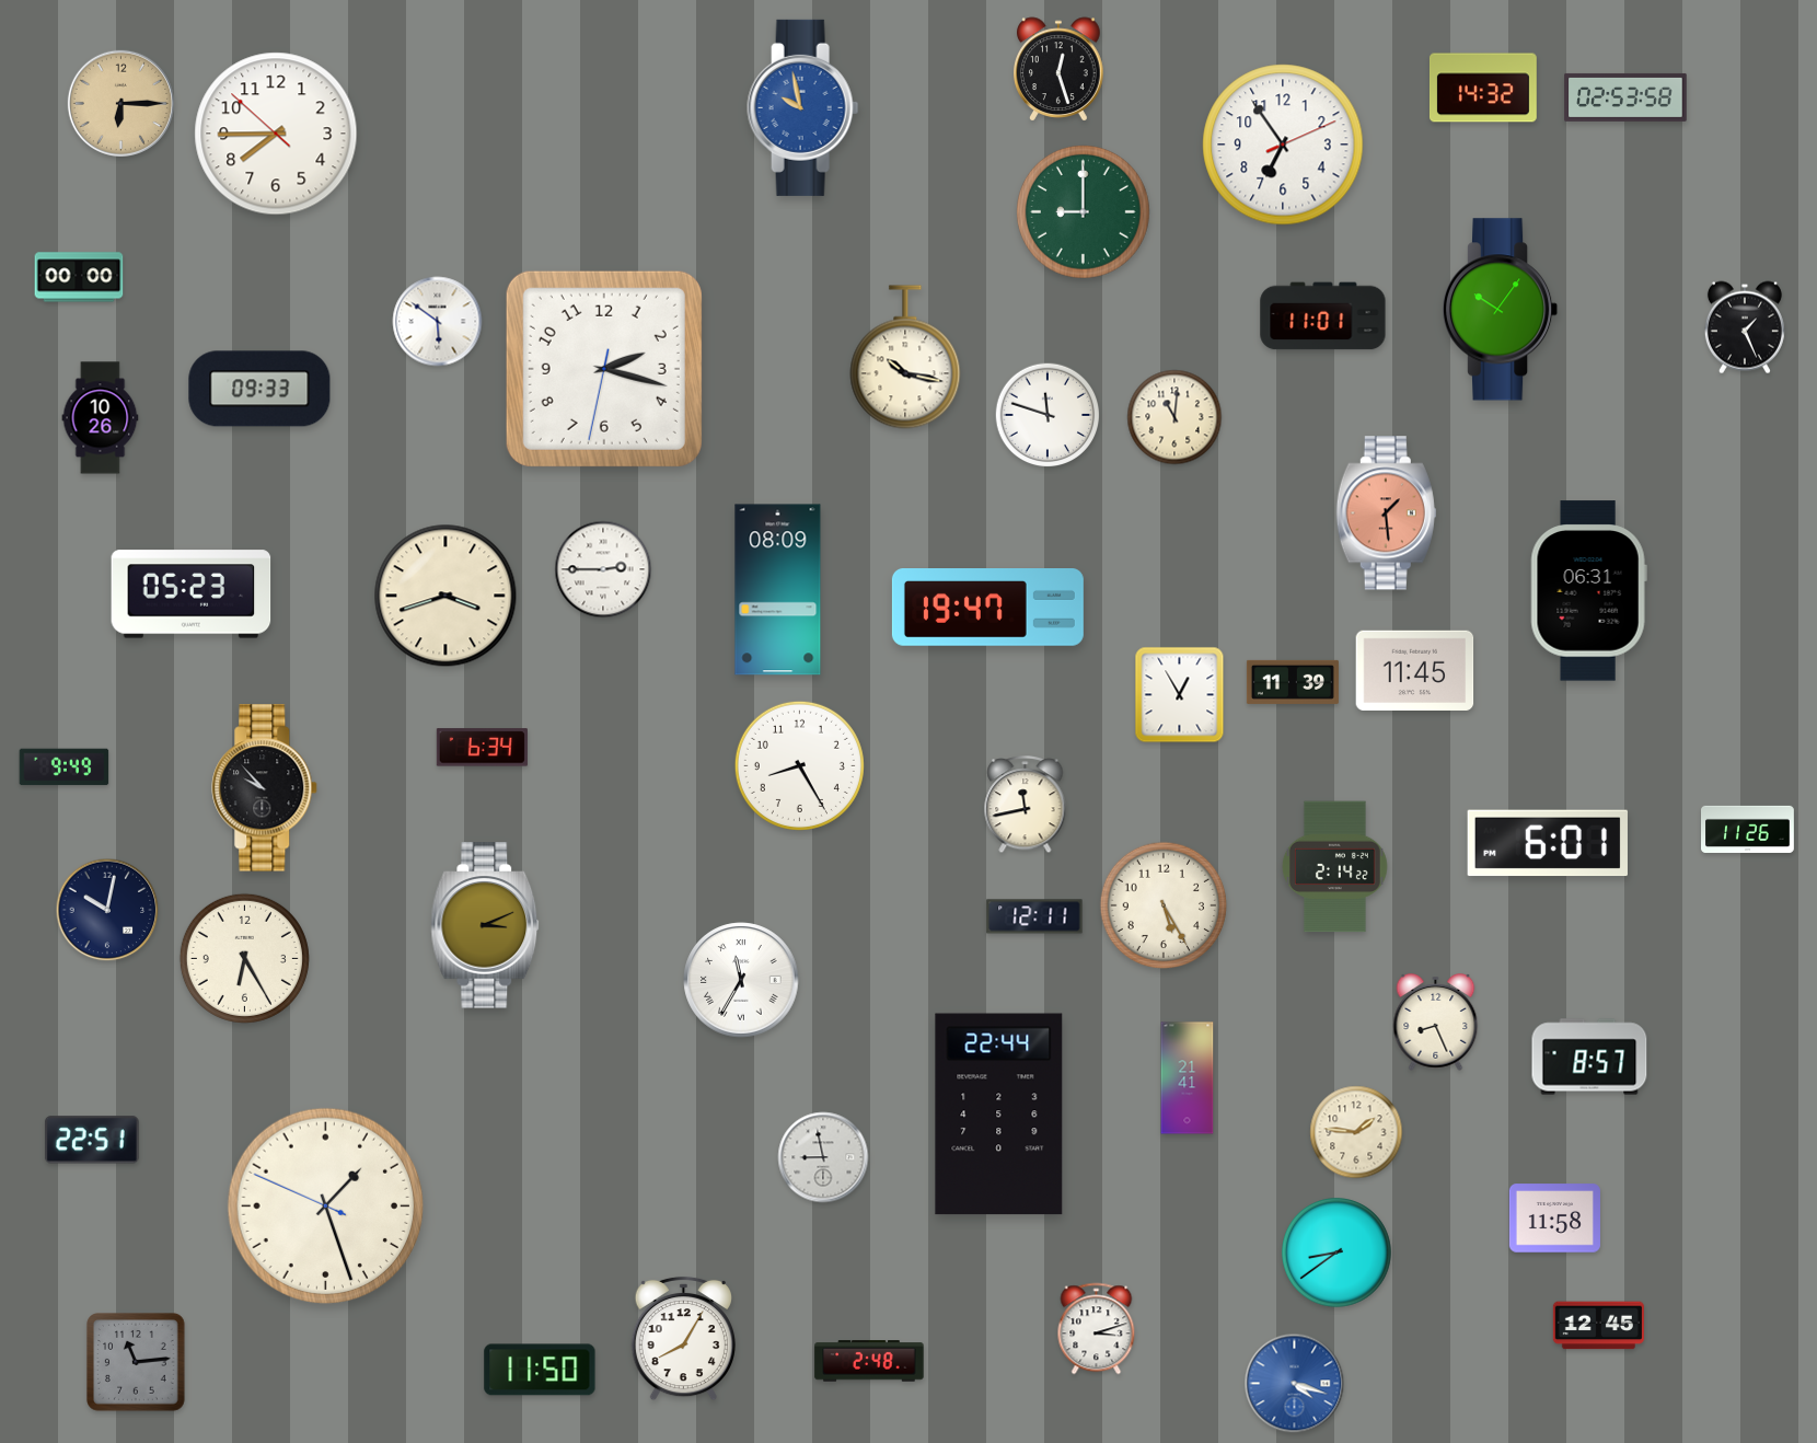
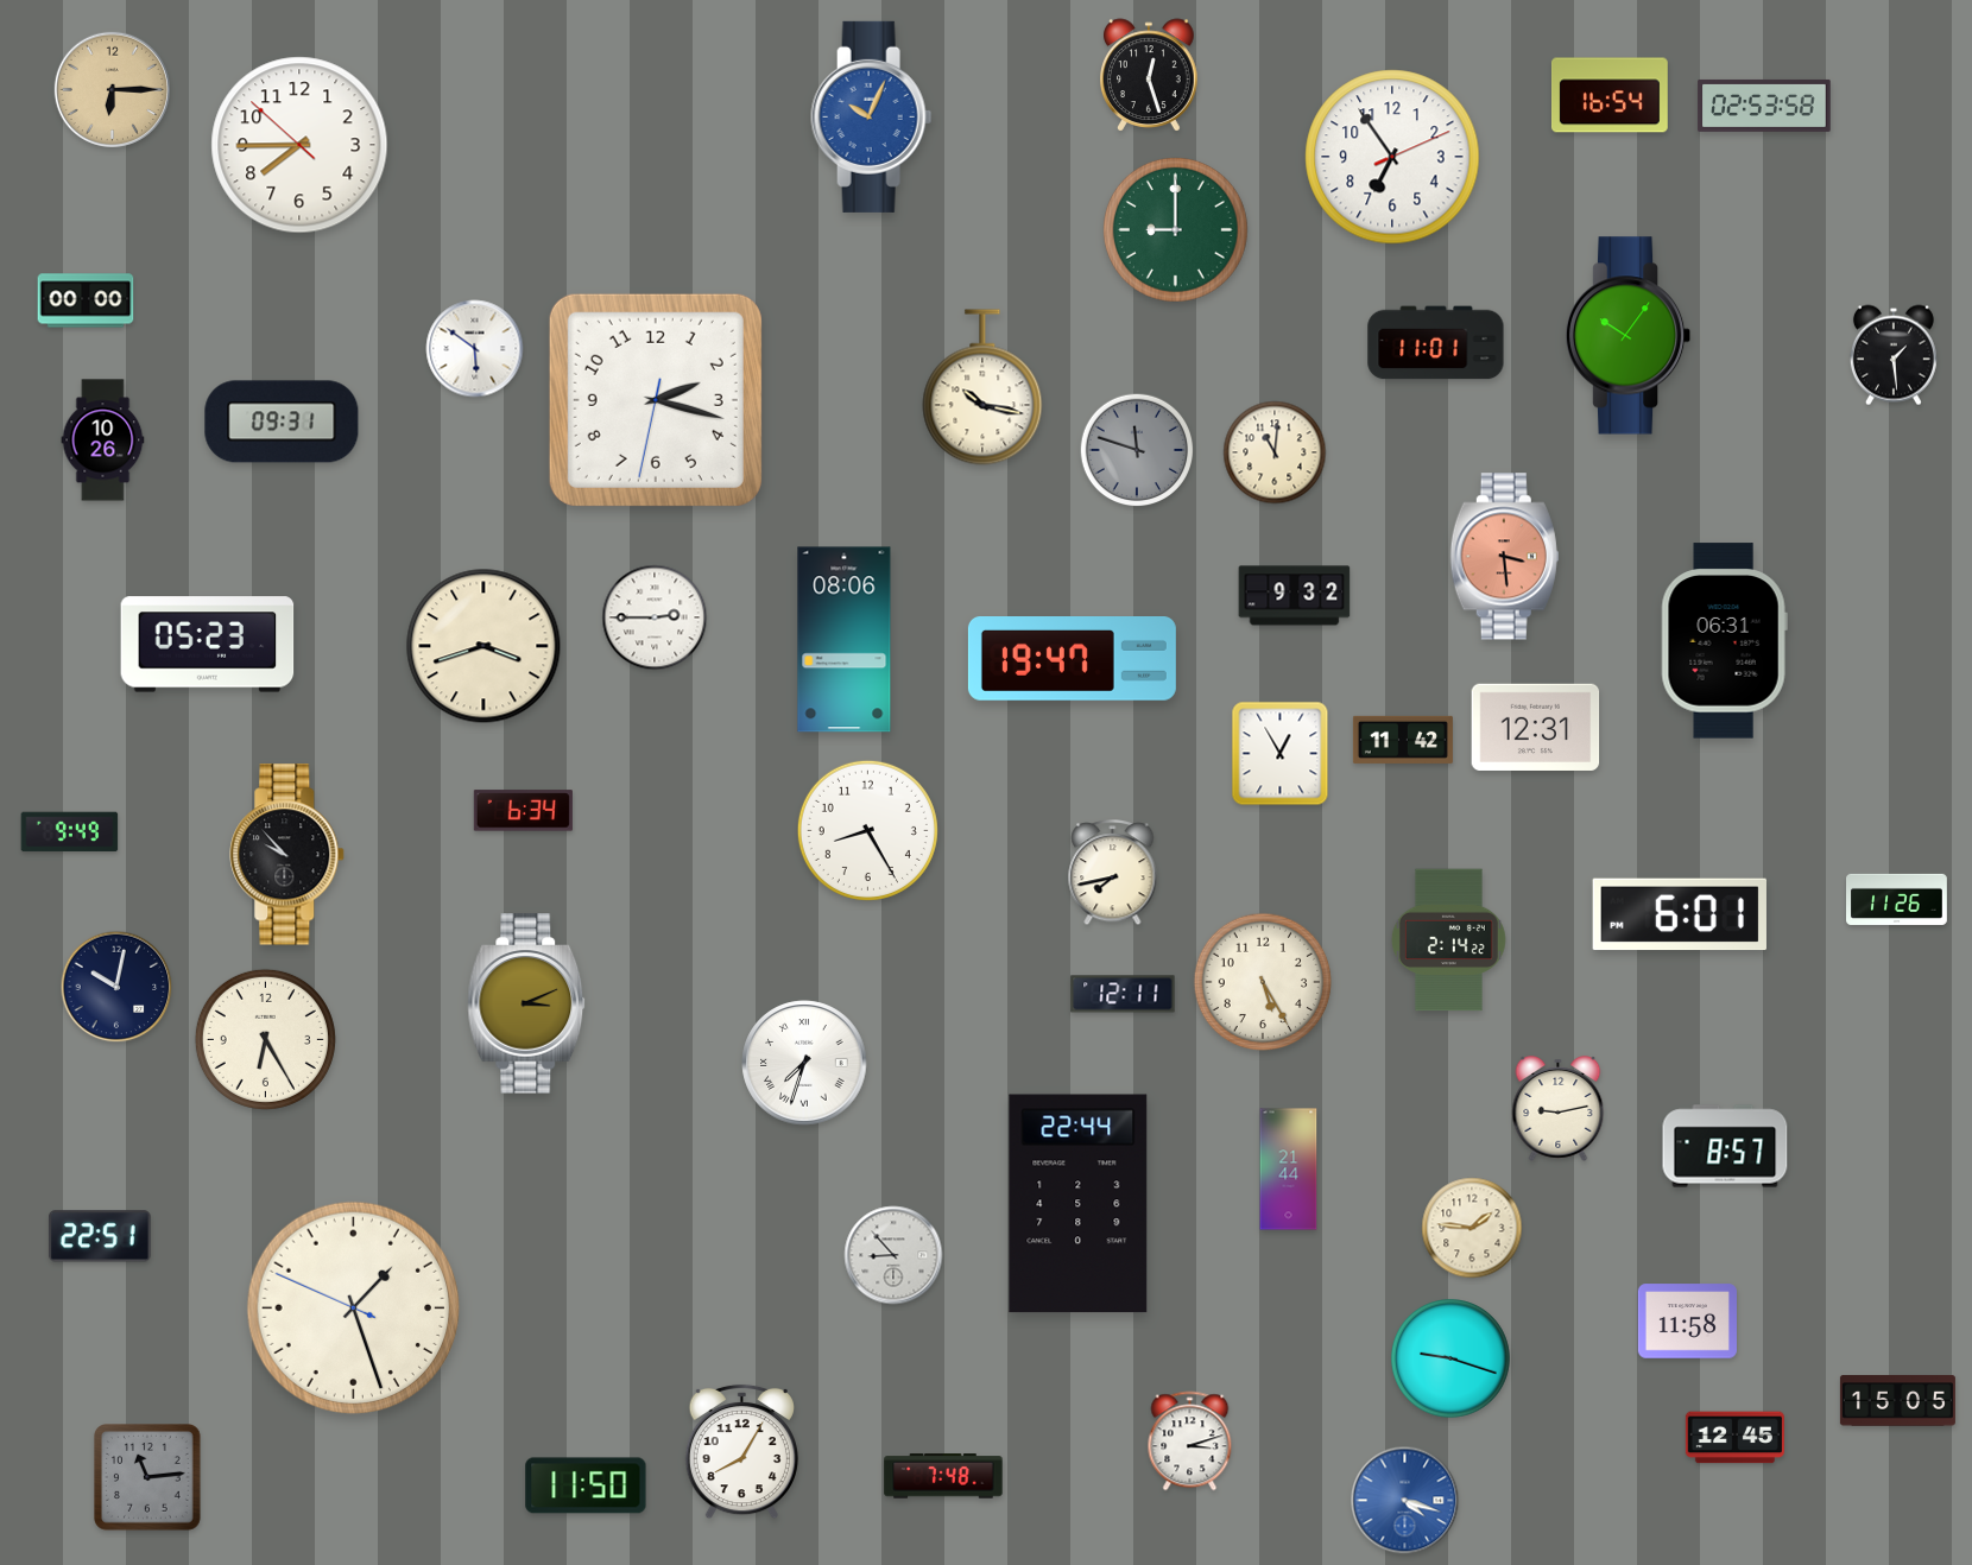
clock at (1483, 88): 14:32 -> 16:54
clock at (120, 103) position: (120, 103) -> (112, 89)
clock at (803, 107): 9:58 -> 10:04
clock at (1745, 327): 1:26 -> 1:29
clock at (259, 389): 09:33 -> 09:31
clock at (1048, 415) dial: white -> grey
clock at (101, 418) position: (101, 418) -> (103, 441)
clock at (1386, 513): 1:29 -> 3:29
clock at (1295, 596): none -> 9:32
clock at (778, 590): 08:09 -> 08:06
clock at (1415, 670): 11:45 -> 12:31
clock at (1293, 682): 11:39 -> 11:42
clock at (1026, 806): 11:43 -> 7:43
clock at (741, 980): 11:35 -> 7:33
clock at (1436, 1023): 8:26 -> 9:13
clock at (1188, 1078): 21:41 -> 21:44
clock at (999, 1115) position: (999, 1115) -> (1079, 1204)
clock at (823, 1157): 8:58 -> 8:53
clock at (1338, 1254): 8:39 -> 9:18
clock at (1897, 1401): none -> 15:05
clock at (869, 1361): 2:48 -> 7:48
